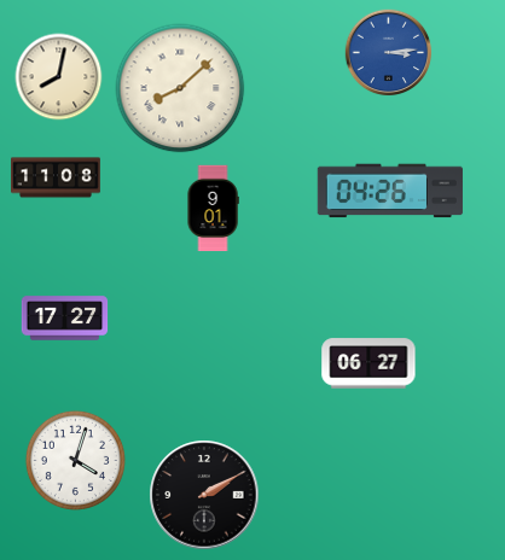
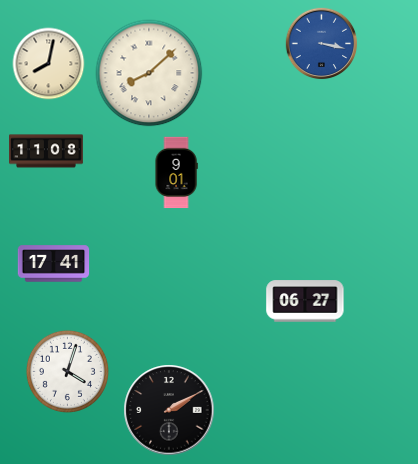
clock at (389, 53): 3:14 -> 3:17
clock at (57, 177) position: (57, 177) -> (47, 151)
clock at (390, 191): 04:26 -> none
clock at (65, 319): 17:27 -> 17:41
clock at (75, 460) position: (75, 460) -> (67, 371)
